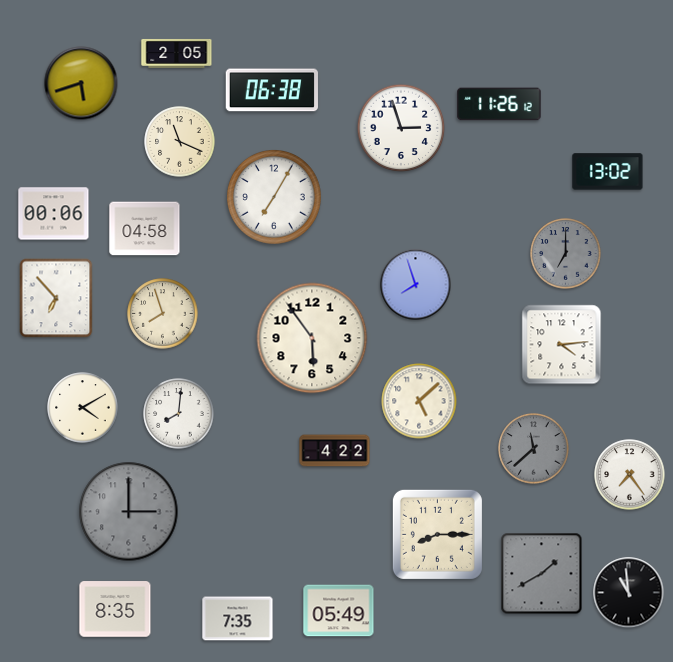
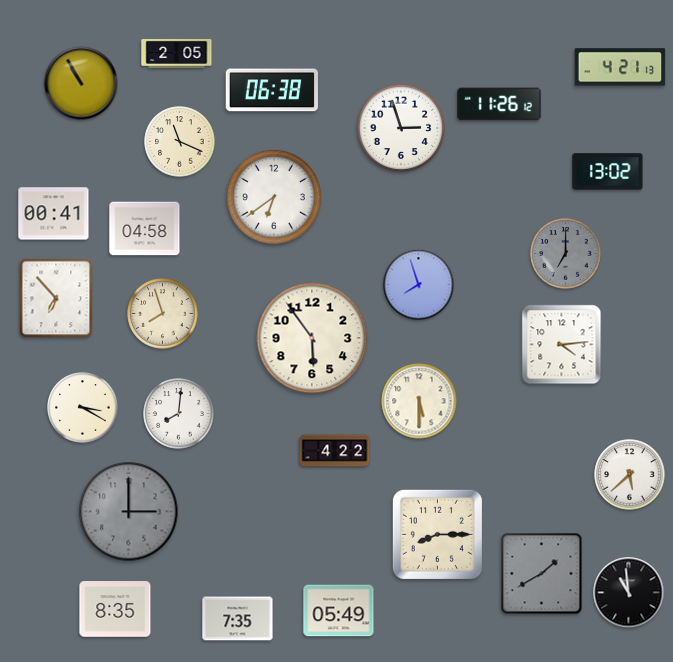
clock at (620, 67): none -> 4:21
clock at (81, 83): 5:42 -> 10:55
clock at (275, 198): 7:05 -> 6:39
clock at (54, 214): 00:06 -> 00:41
clock at (416, 285) position: (416, 285) -> (419, 285)
clock at (419, 401): 5:08 -> 5:30
clock at (83, 408): 4:10 -> 3:20
clock at (534, 449): 11:38 -> none
clock at (630, 475): 7:24 -> 5:38
